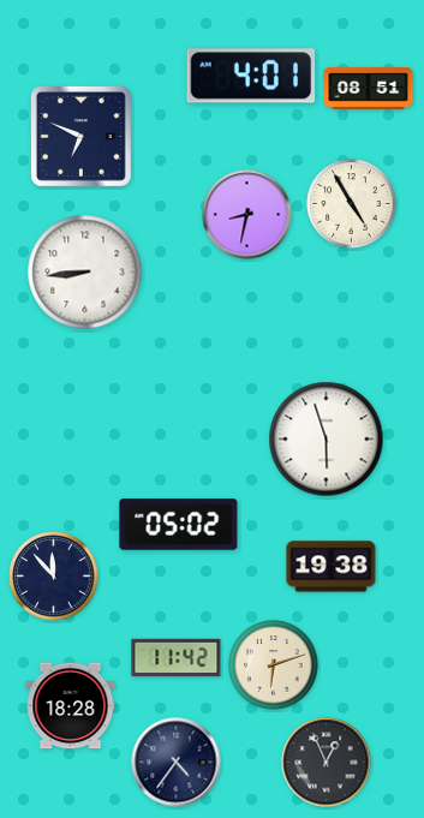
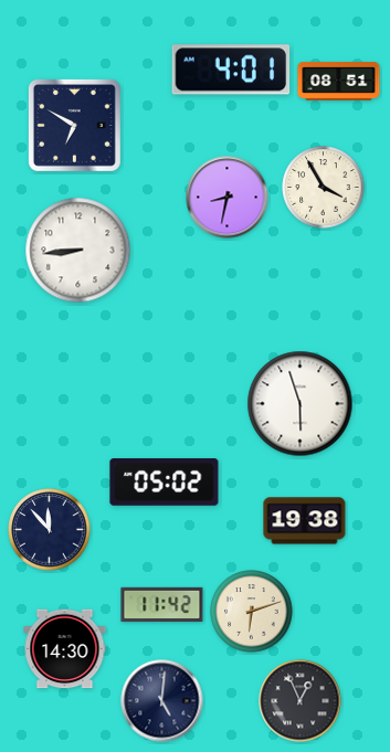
clock at (80, 136): 6:49 -> 6:50
clock at (352, 204): 4:55 -> 3:55
clock at (71, 706): 18:28 -> 14:30
clock at (177, 763): 4:36 -> 5:01
